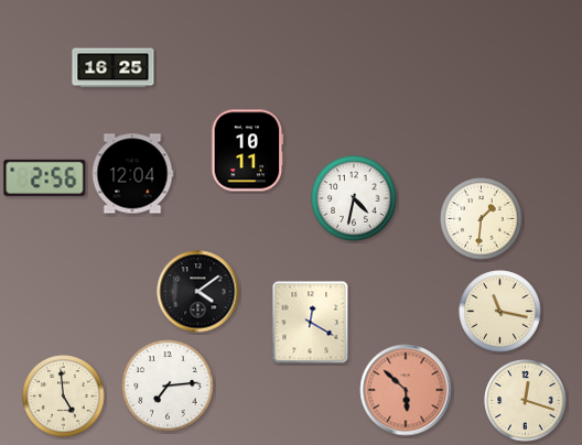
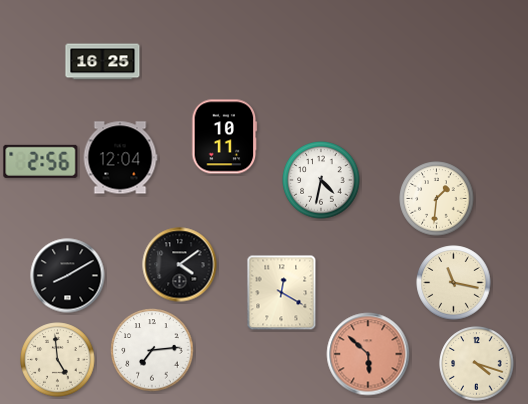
clock at (68, 276): none -> 8:10
clock at (526, 401): 12:18 -> 4:18
